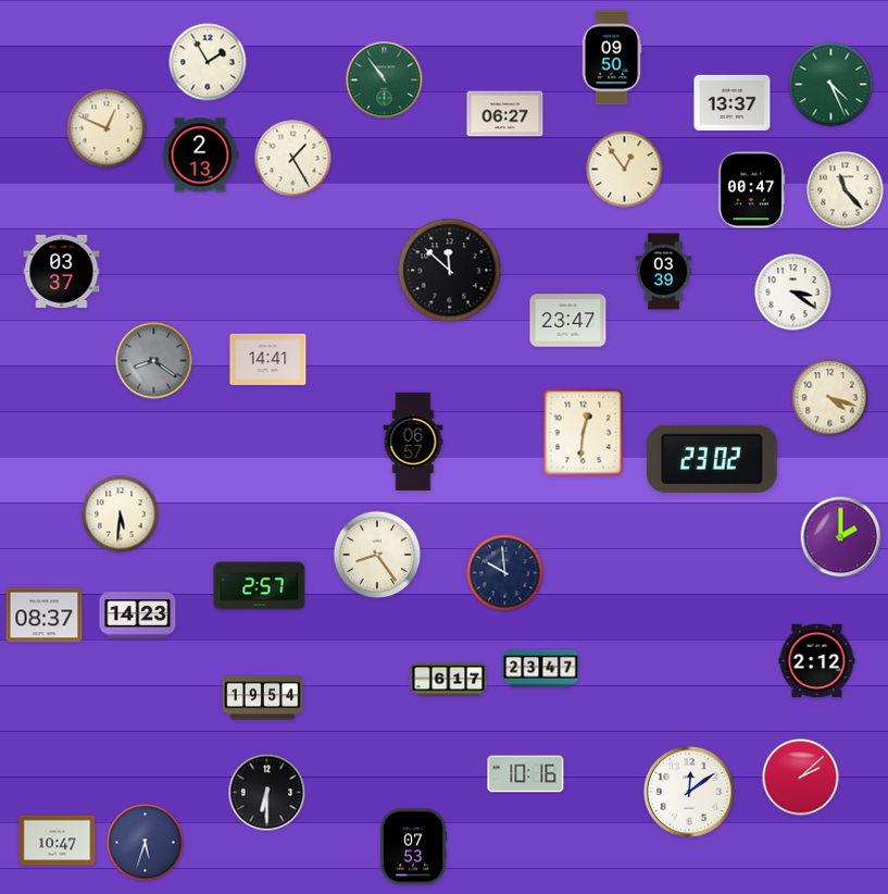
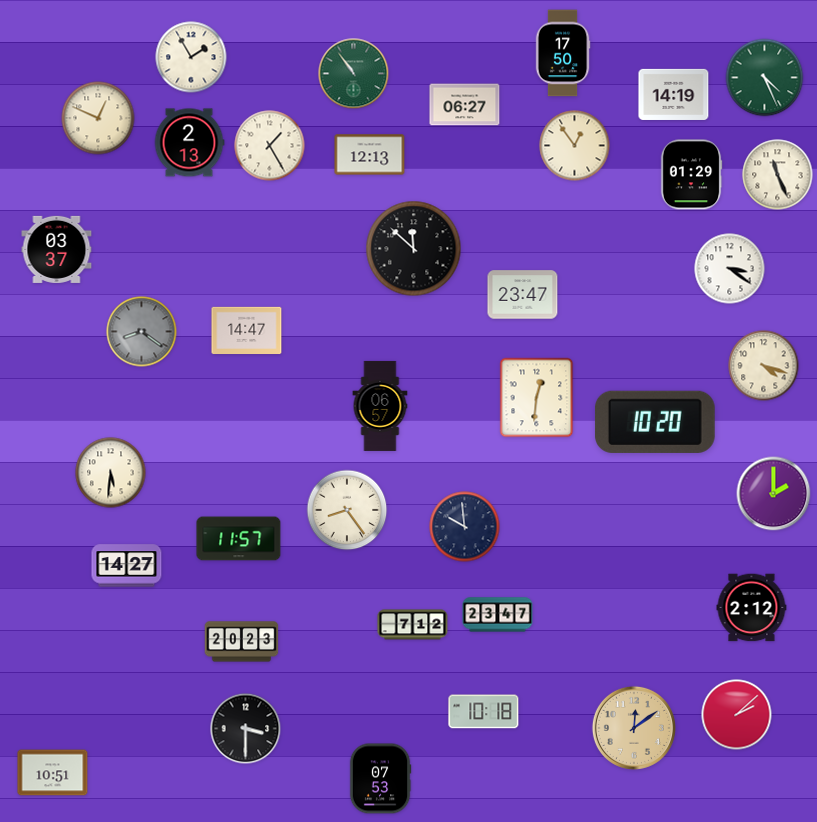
clock at (612, 58): 09:50 -> 17:50
clock at (733, 102): 13:37 -> 14:19
clock at (200, 156) position: (200, 156) -> (189, 143)
clock at (370, 155): none -> 12:13
clock at (625, 170) position: (625, 170) -> (575, 146)
clock at (751, 190): 00:47 -> 01:29
clock at (846, 190): 11:23 -> 11:26
clock at (664, 272): 03:39 -> none
clock at (268, 360): 14:41 -> 14:47
clock at (712, 459): 23:02 -> 10:20
clock at (260, 586): 2:57 -> 11:57
clock at (45, 616): 08:37 -> none
clock at (138, 616): 14:23 -> 14:27
clock at (449, 680): 6:17 -> 7:12
clock at (263, 698): 19:54 -> 20:23
clock at (526, 774): 10:16 -> 10:18
clock at (689, 792) dial: white -> champagne
clock at (267, 793): 6:30 -> 3:30
clock at (58, 841): 10:47 -> 10:51
clock at (146, 843): 5:33 -> none
